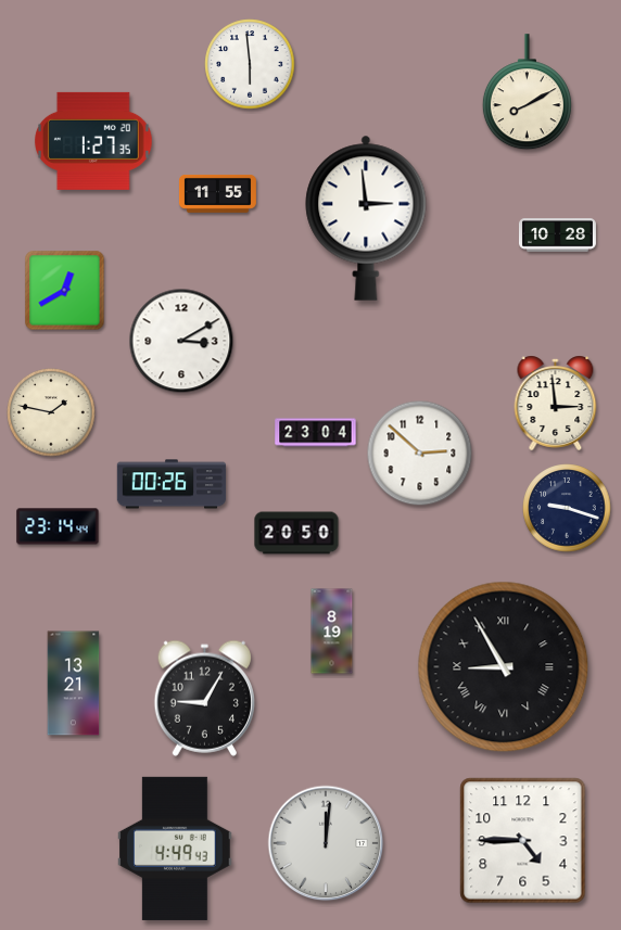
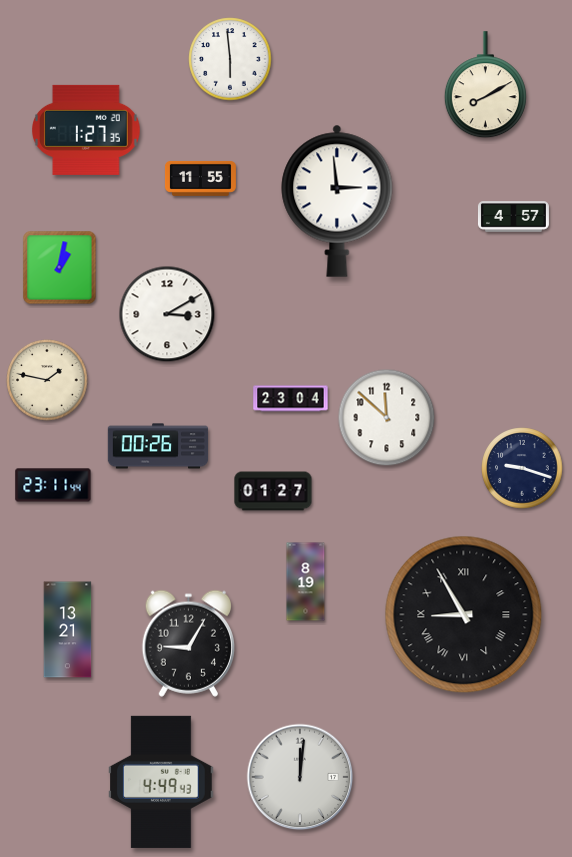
clock at (557, 235): 10:28 -> 4:57
clock at (65, 291): 12:40 -> 1:02
clock at (556, 403): 2:59 -> none
clock at (420, 454): 2:52 -> 11:52
clock at (58, 526): 23:14 -> 23:11
clock at (296, 533): 20:50 -> 01:27
clock at (523, 841): 4:45 -> none
